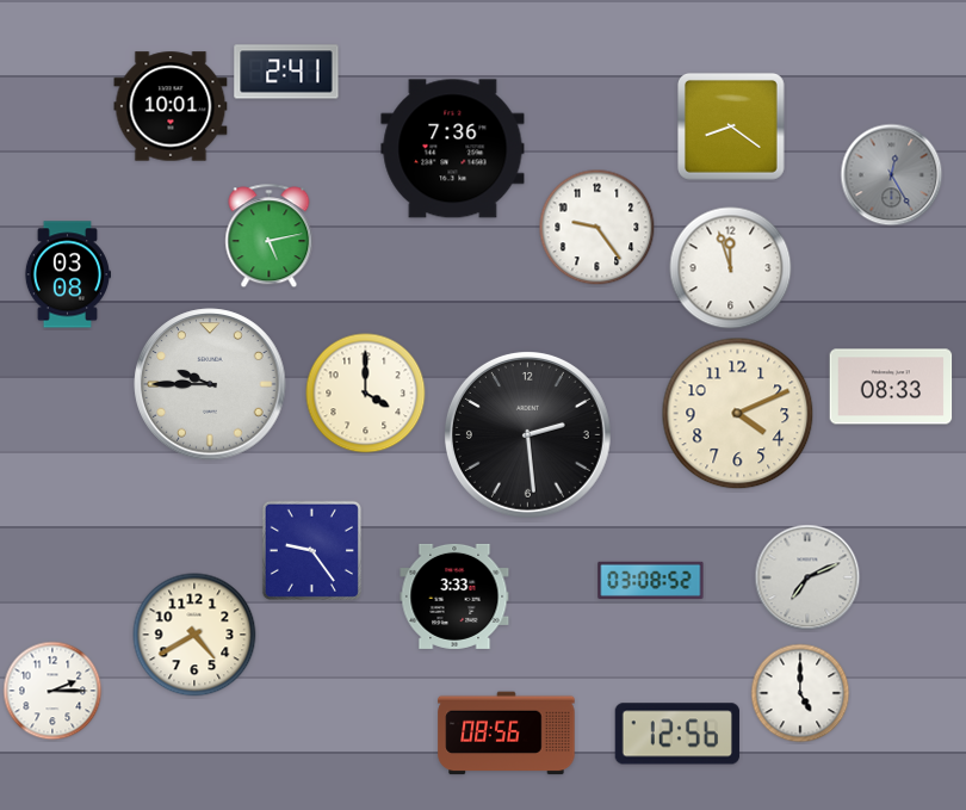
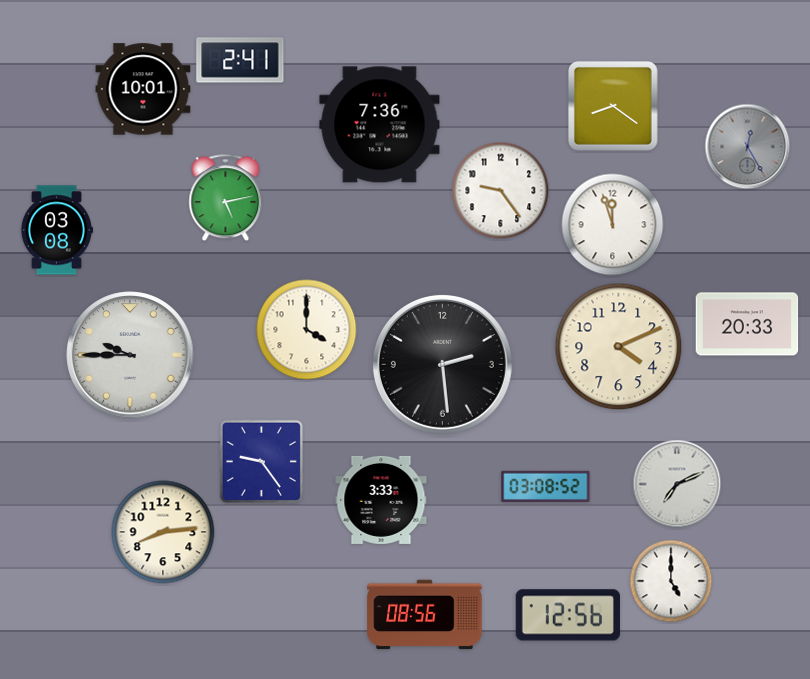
clock at (210, 384) position: (210, 384) -> (130, 355)
clock at (891, 387): 08:33 -> 20:33
clock at (194, 635): 4:40 -> 8:14
clock at (52, 691): 2:15 -> none
